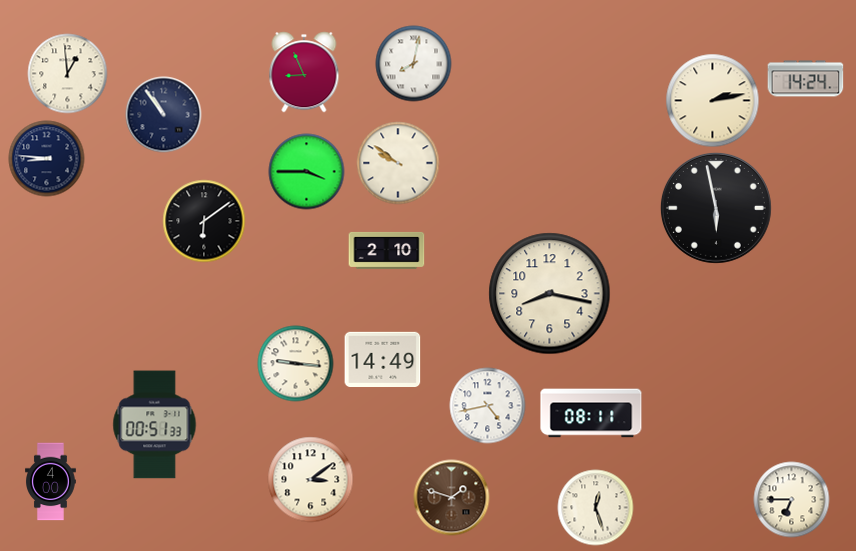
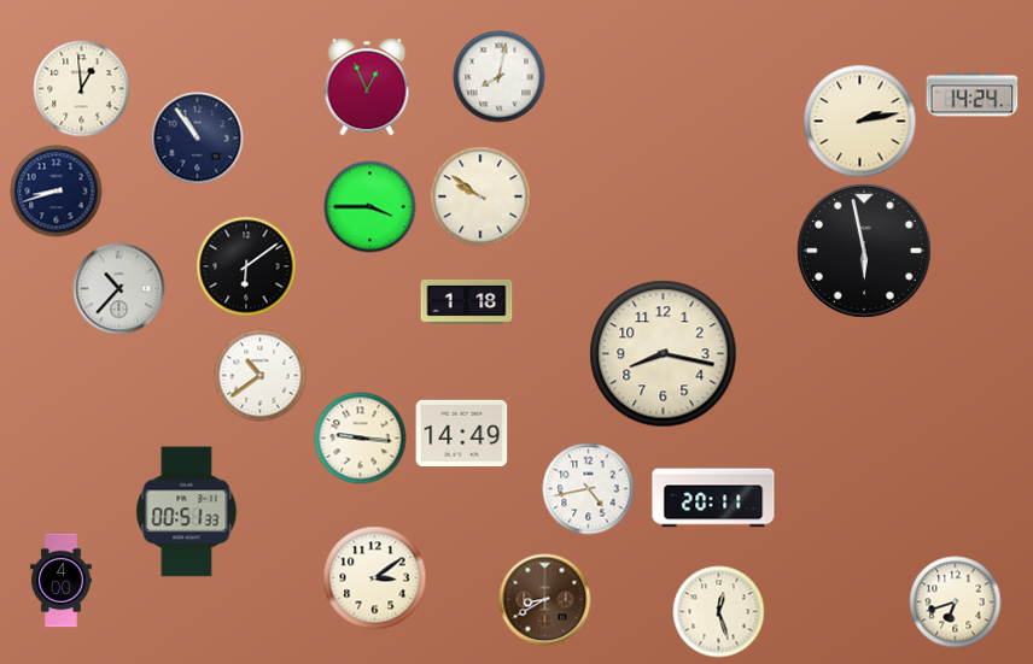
clock at (304, 72): 8:56 -> 12:56
clock at (47, 159): 8:46 -> 8:42
clock at (119, 289): none -> 10:37
clock at (387, 250): 2:10 -> 1:18
clock at (261, 376): none -> 10:39
clock at (296, 364) position: (296, 364) -> (361, 439)
clock at (591, 413): 08:11 -> 20:11
clock at (452, 498): 1:48 -> 8:40
clock at (792, 500): 6:45 -> 6:42
